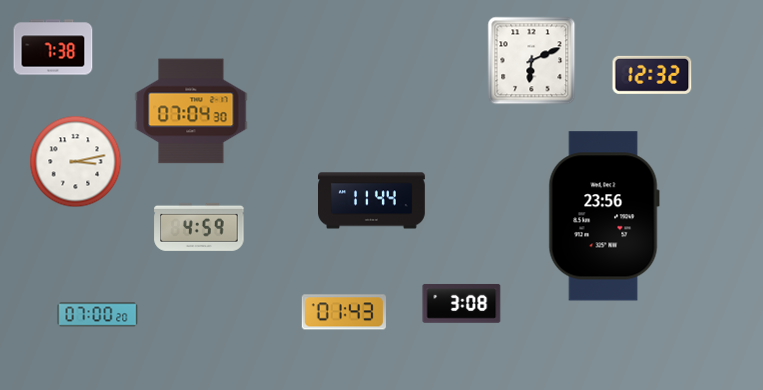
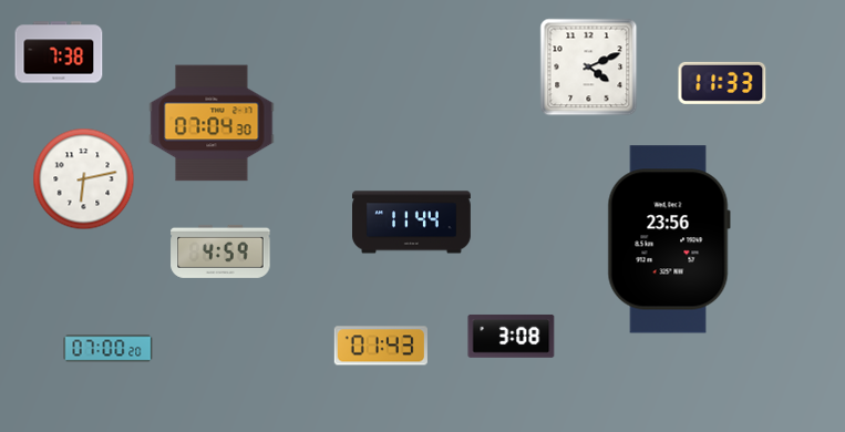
clock at (532, 61): 6:11 -> 4:11
clock at (652, 75): 12:32 -> 11:33
clock at (76, 162): 3:13 -> 6:13
